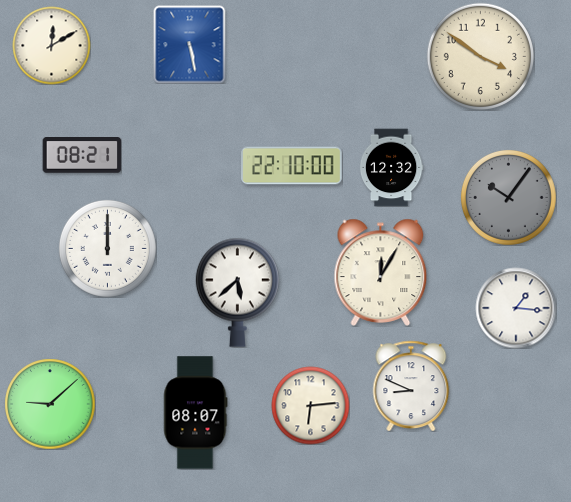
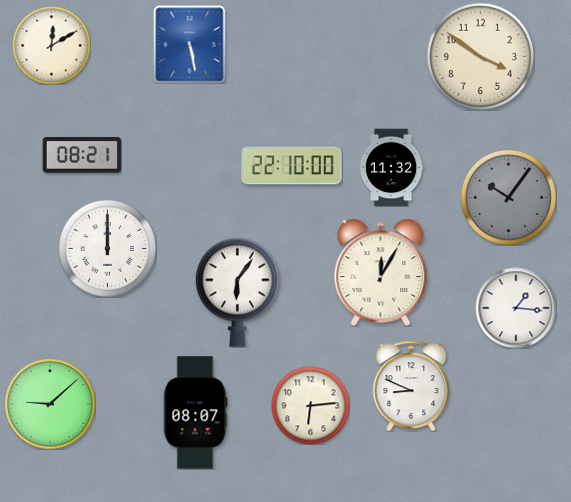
clock at (391, 167): 12:32 -> 11:32
clock at (237, 292): 5:38 -> 6:06
